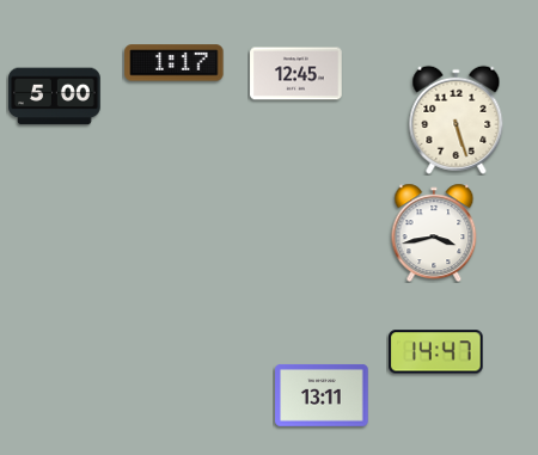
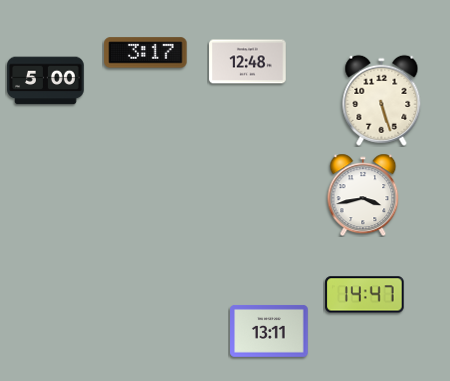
clock at (175, 63): 1:17 -> 3:17
clock at (296, 74): 12:45 -> 12:48
